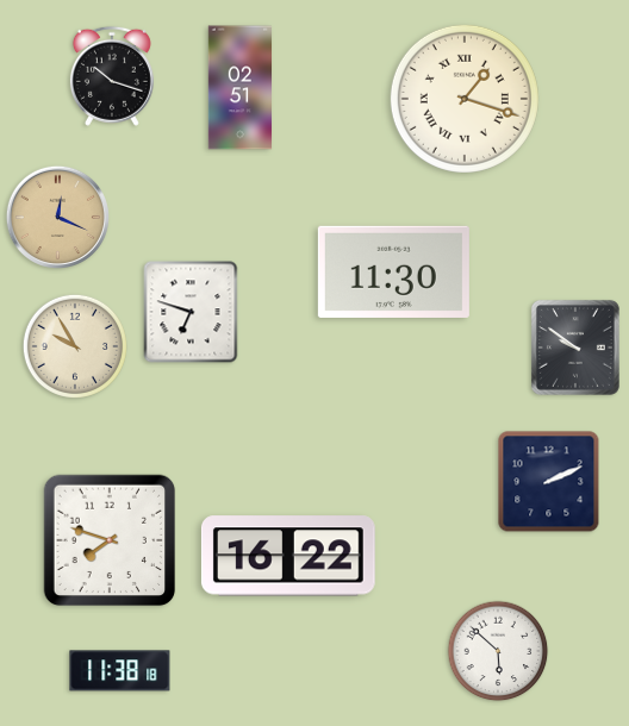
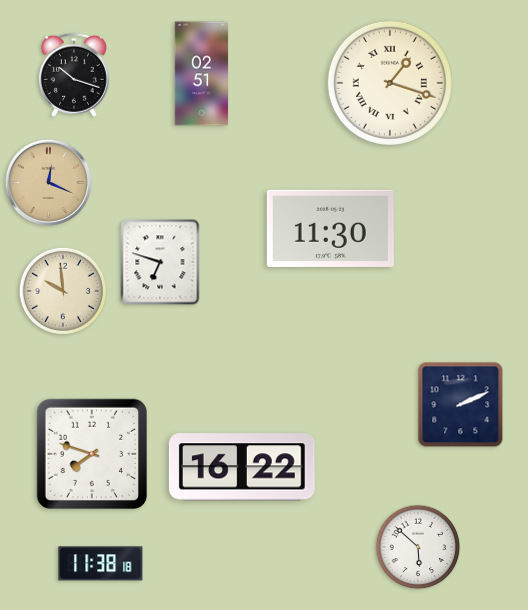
clock at (112, 76) position: (112, 76) -> (74, 75)
clock at (74, 345): 9:55 -> 9:59
clock at (575, 348): 9:51 -> none
